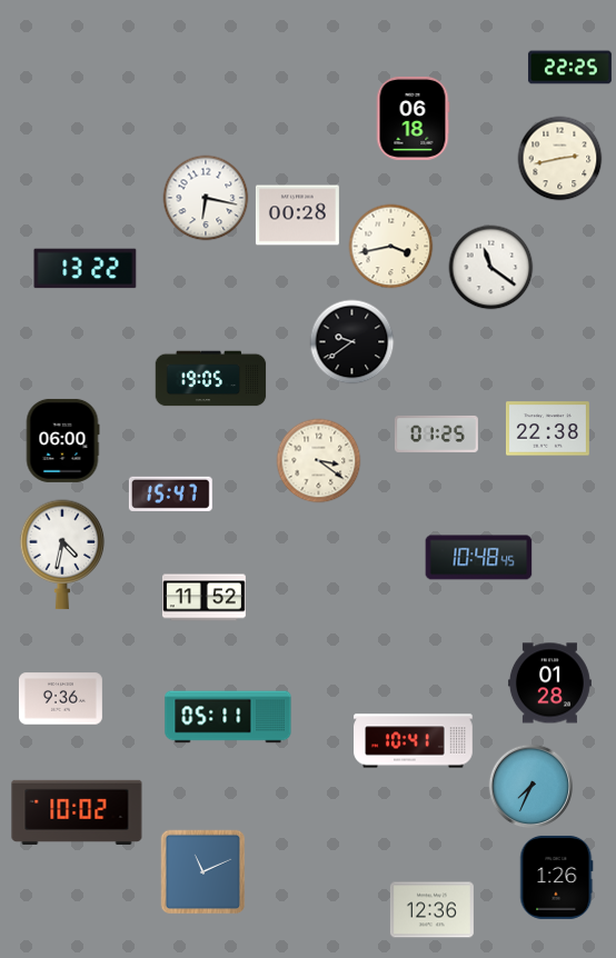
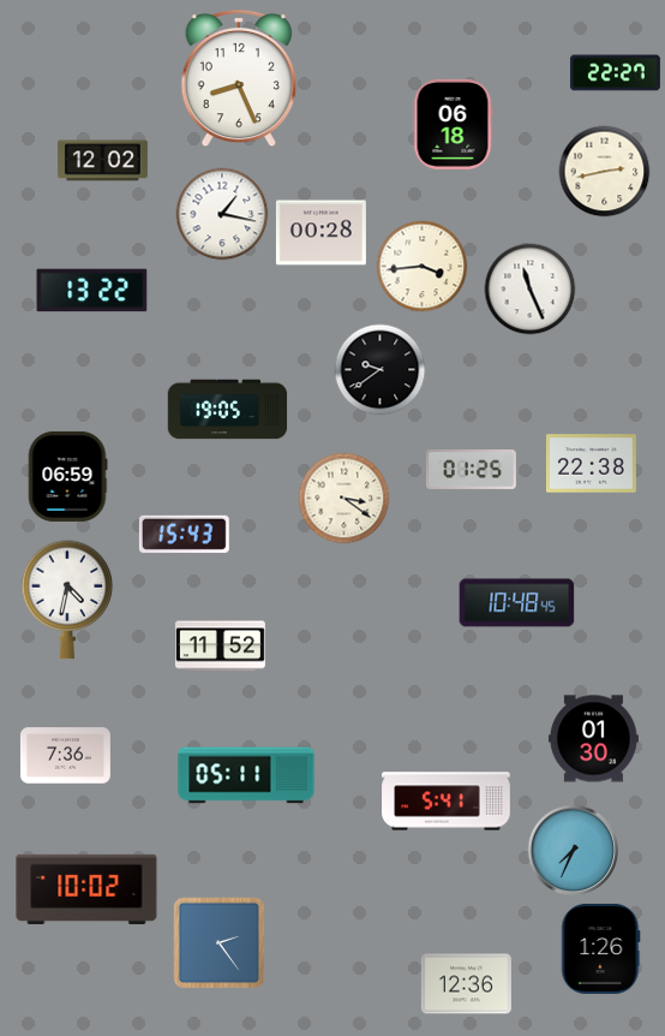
clock at (569, 68): 22:25 -> 22:27
clock at (239, 78): none -> 8:26
clock at (413, 118) position: (413, 118) -> (453, 124)
clock at (102, 161): none -> 12:02
clock at (206, 198): 6:17 -> 1:17
clock at (391, 247): 3:43 -> 3:44
clock at (491, 268): 11:21 -> 11:26
clock at (62, 440): 06:00 -> 06:59
clock at (170, 493): 15:47 -> 15:43
clock at (549, 683): 01:28 -> 01:30
clock at (60, 699): 9:36 -> 7:36
clock at (414, 741): 10:41 -> 5:41
clock at (77, 812) position: (77, 812) -> (86, 889)
clock at (203, 872): 11:11 -> 2:24
